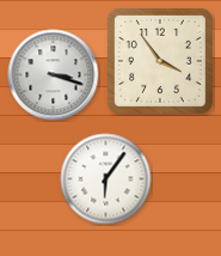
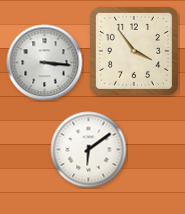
clock at (54, 75): 3:18 -> 3:16
clock at (106, 179): 6:06 -> 6:09
